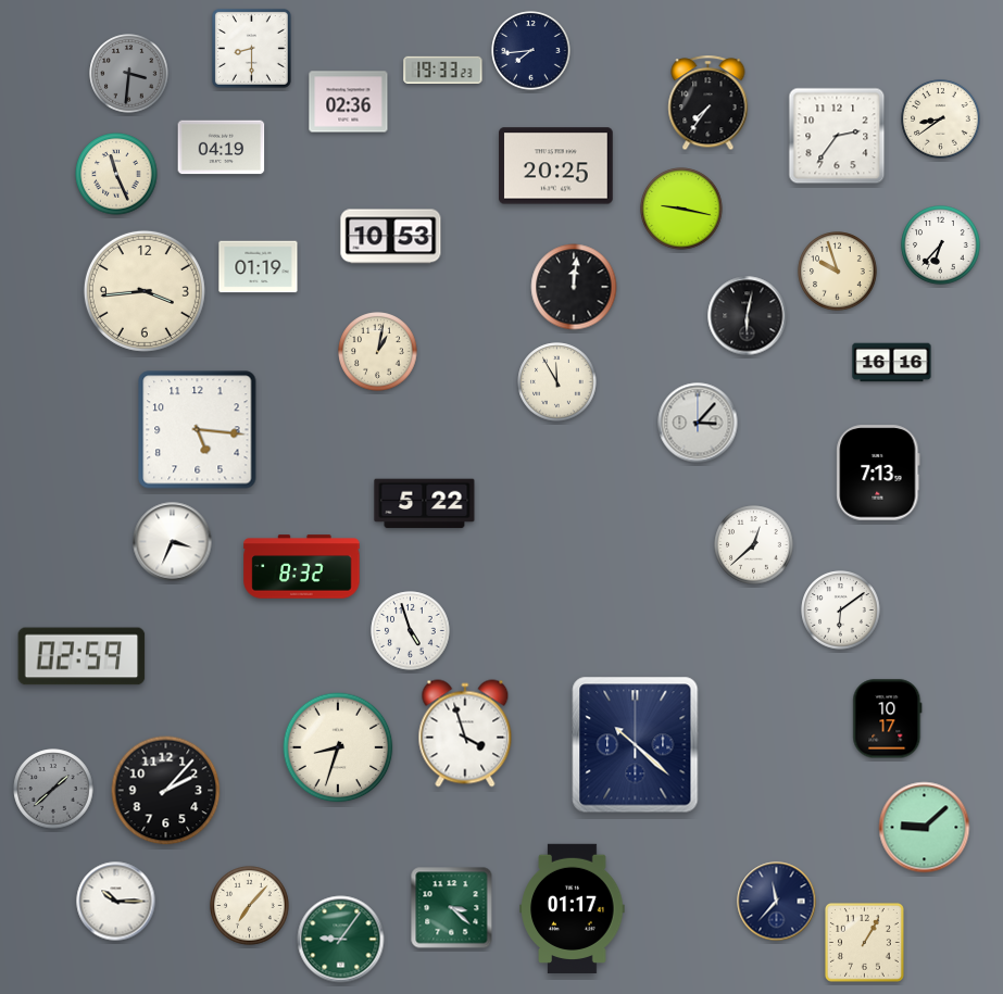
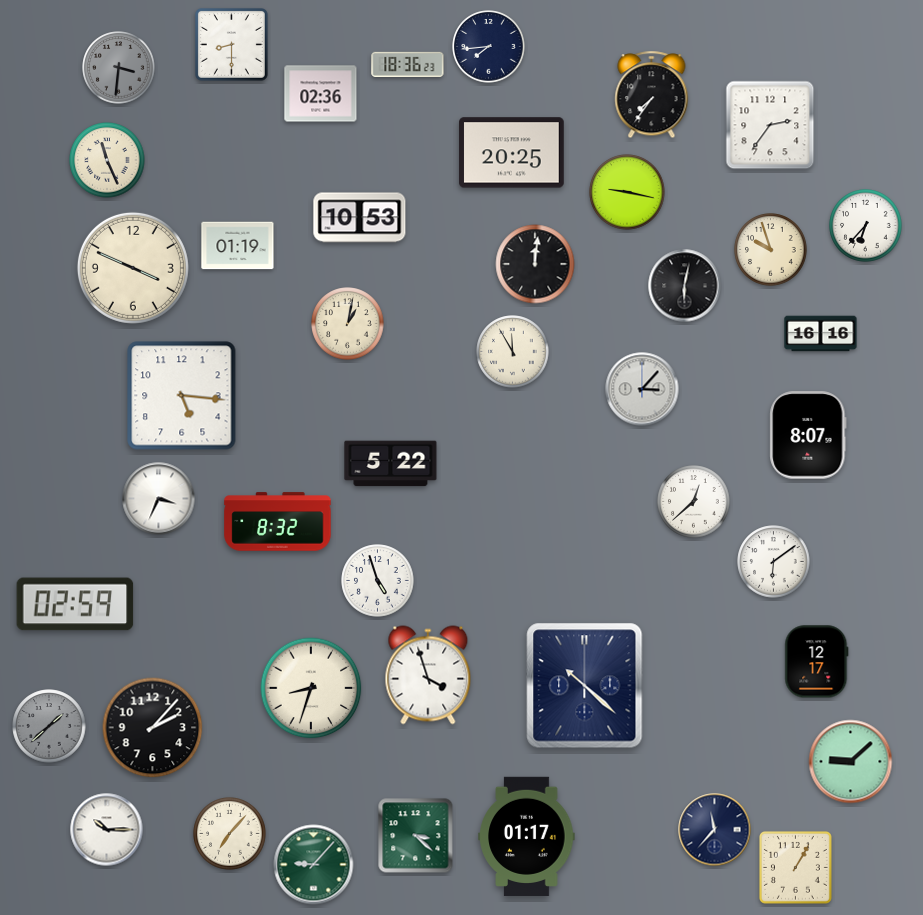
clock at (443, 70): 19:33 -> 18:36
clock at (941, 119): 8:39 -> none
clock at (222, 148): 04:19 -> none
clock at (574, 287) position: (574, 287) -> (535, 264)
clock at (145, 291): 3:44 -> 3:49
clock at (748, 316) position: (748, 316) -> (685, 286)
clock at (878, 473): 7:13 -> 8:07
clock at (888, 719): 10:17 -> 12:17
clock at (341, 940): 9:06 -> 9:07
